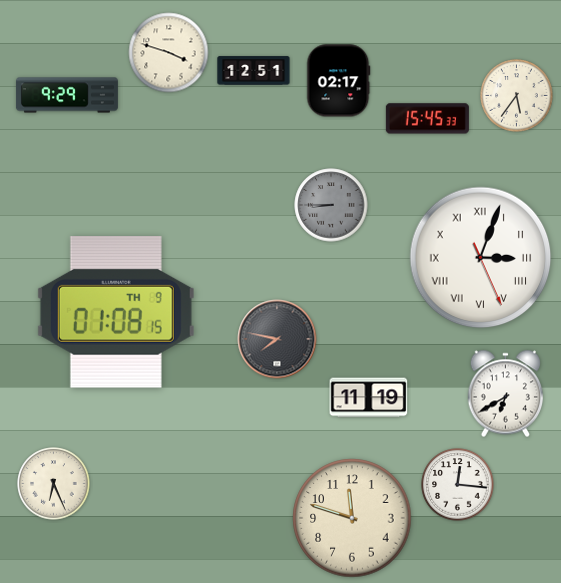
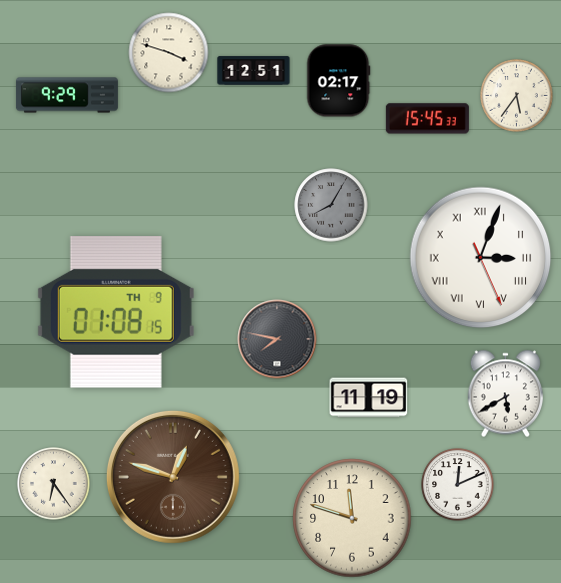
clock at (331, 205): 8:45 -> 8:05
clock at (506, 394): 6:40 -> 5:40
clock at (173, 477): none -> 12:48
clock at (54, 484): 6:26 -> 6:24
clock at (458, 485): 12:16 -> 12:11
